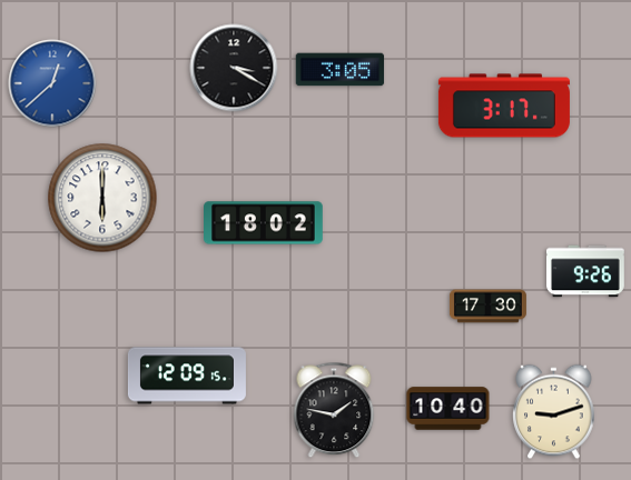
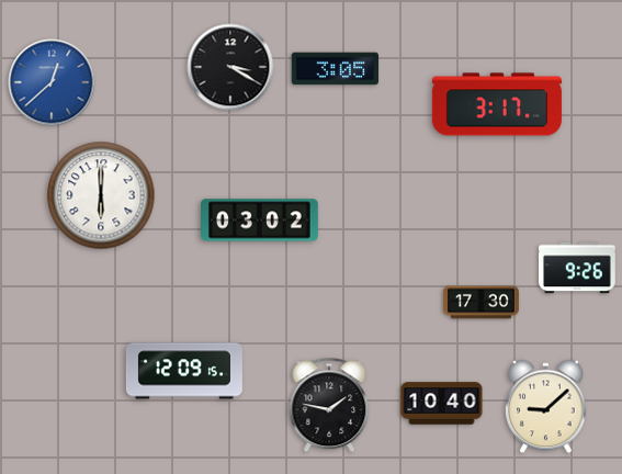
clock at (264, 223): 18:02 -> 03:02
clock at (554, 412): 9:12 -> 9:08
